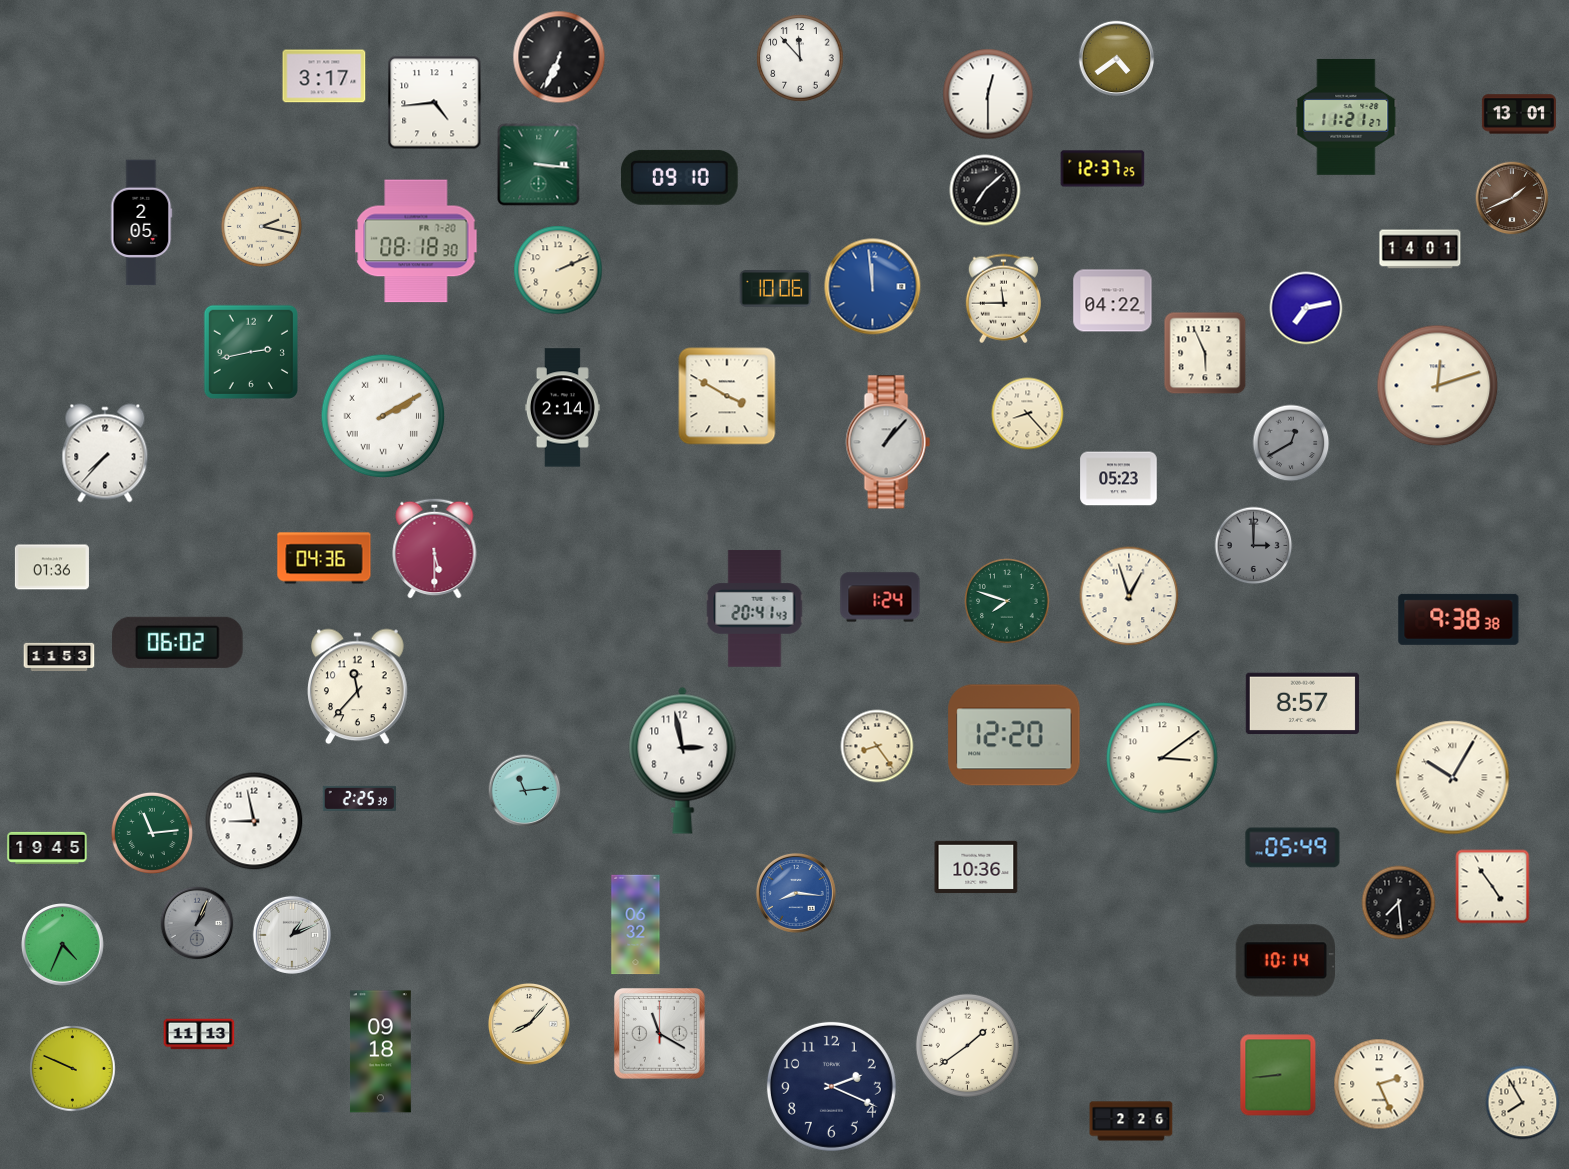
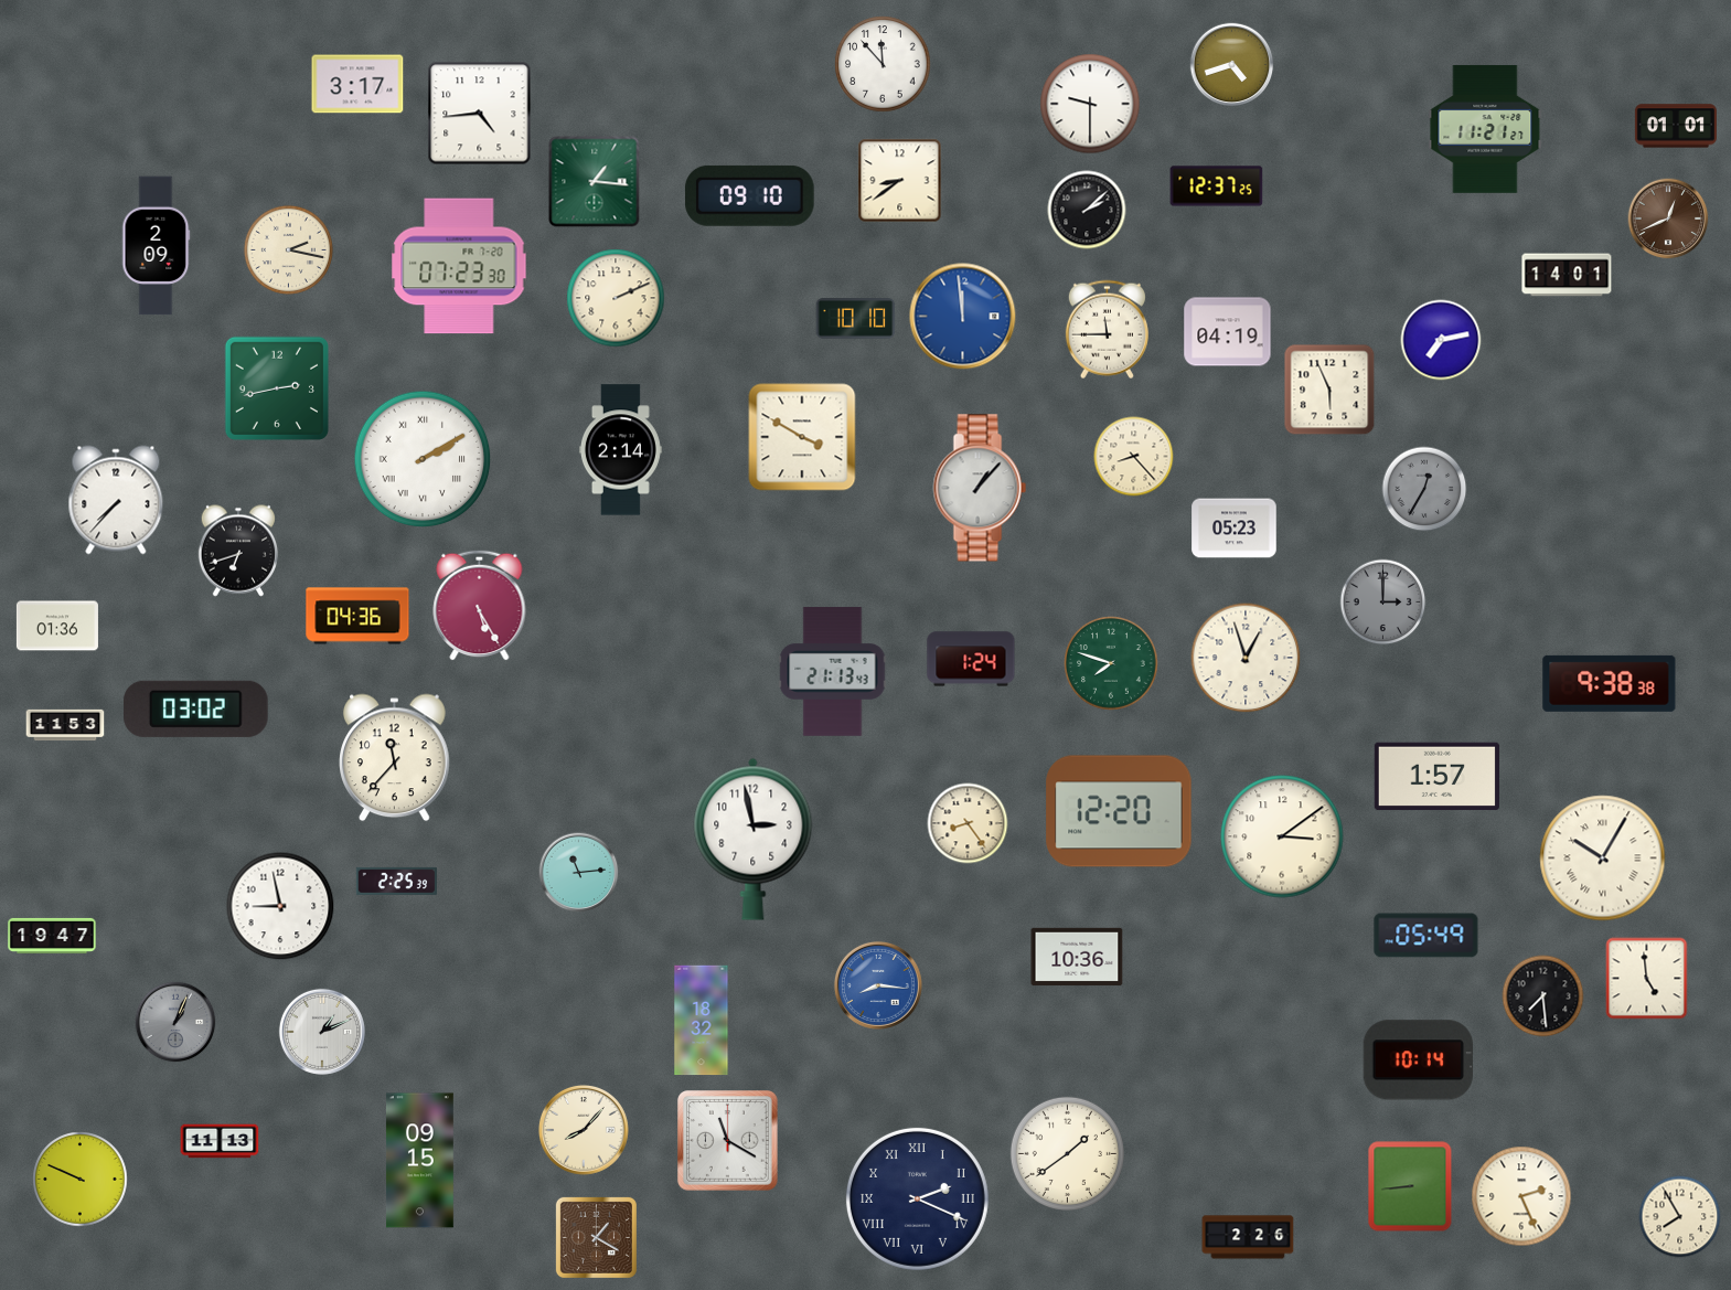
clock at (559, 57): 6:34 -> none
clock at (1117, 59): 4:39 -> 4:42
clock at (988, 94): 12:30 -> 9:30
clock at (1519, 114): 13:01 -> 01:01
clock at (900, 181): none -> 8:39
clock at (539, 165): 3:16 -> 1:16
clock at (985, 190): 7:08 -> 2:08
clock at (1512, 198): 1:41 -> 12:41
clock at (142, 223): 2:05 -> 2:09
clock at (416, 241): 08:18 -> 07:23
clock at (776, 289): 10:06 -> 10:10
clock at (1113, 301): 04:22 -> 04:19
clock at (1438, 386): 12:12 -> none
clock at (1291, 443): 12:40 -> 12:35
clock at (237, 551): none -> 6:42
clock at (435, 548): 5:30 -> 5:25
clock at (755, 609): 20:41 -> 21:13
clock at (178, 642): 06:02 -> 03:02
clock at (1302, 704): 8:57 -> 1:57
clock at (152, 833): 11:14 -> none
clock at (47, 848): 19:45 -> 19:47
clock at (1493, 887): 4:54 -> 4:59
clock at (197, 923) position: (197, 923) -> (175, 1022)
clock at (636, 925): 06:32 -> 18:32
clock at (63, 945): 4:34 -> none
clock at (380, 1052): 09:18 -> 09:15
clock at (831, 1086) numerals: Arabic -> Roman
clock at (596, 1237): none -> 1:20
